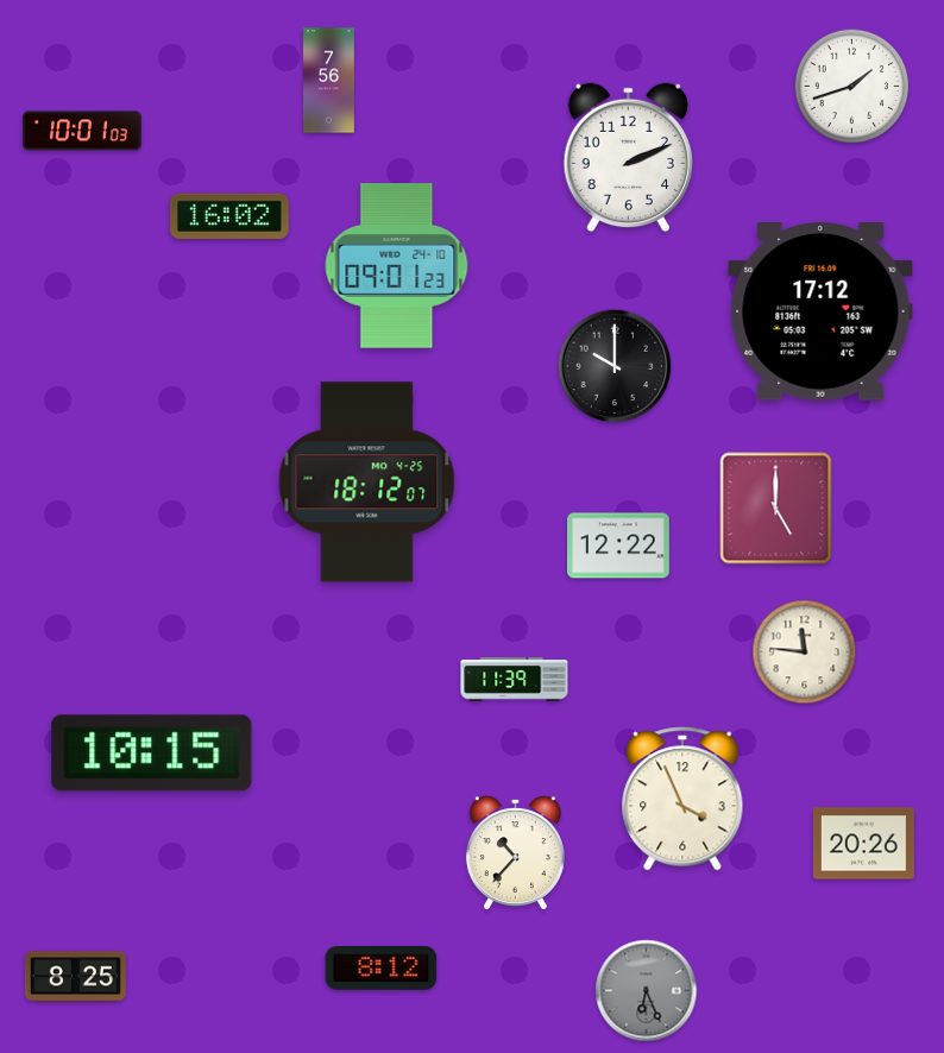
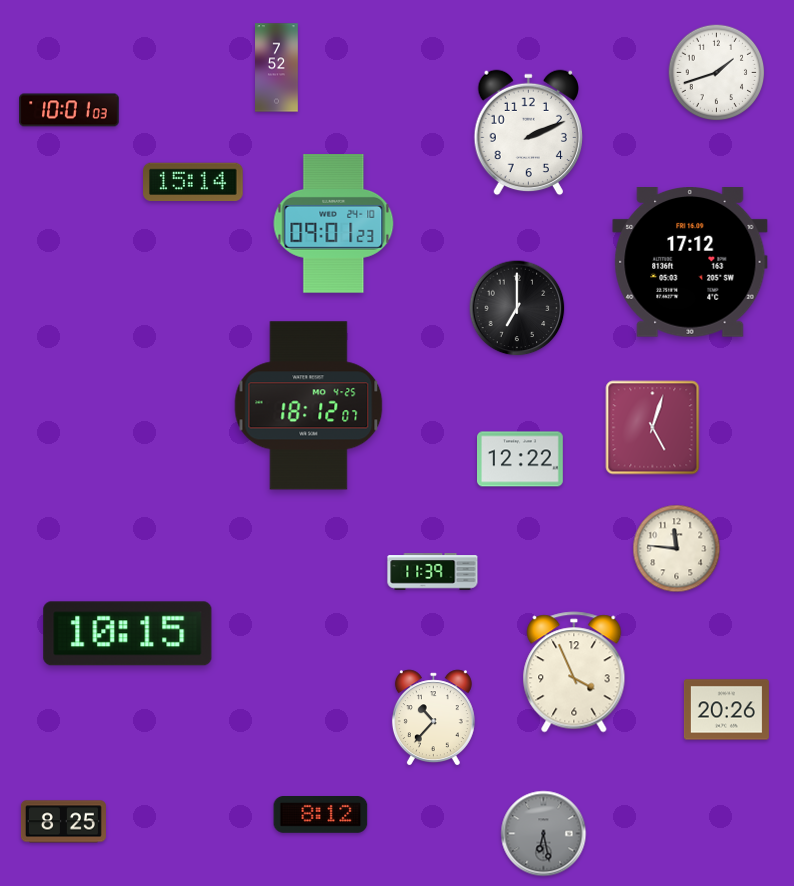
clock at (329, 81): 7:56 -> 7:52
clock at (229, 215): 16:02 -> 15:14
clock at (615, 366): 10:00 -> 7:00
clock at (776, 509): 5:00 -> 5:03
clock at (647, 991): 6:26 -> 6:28
